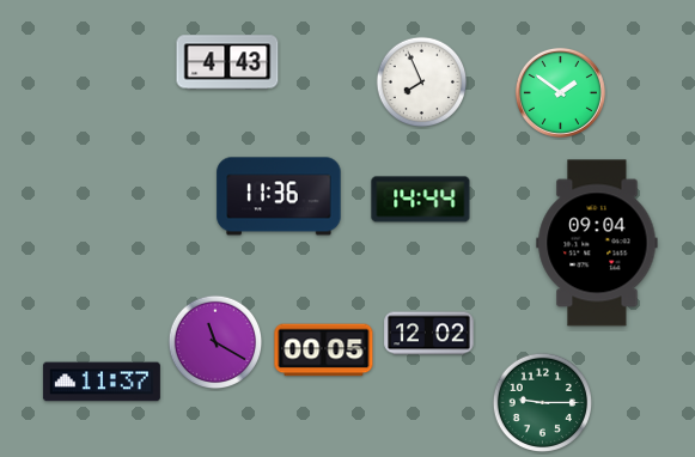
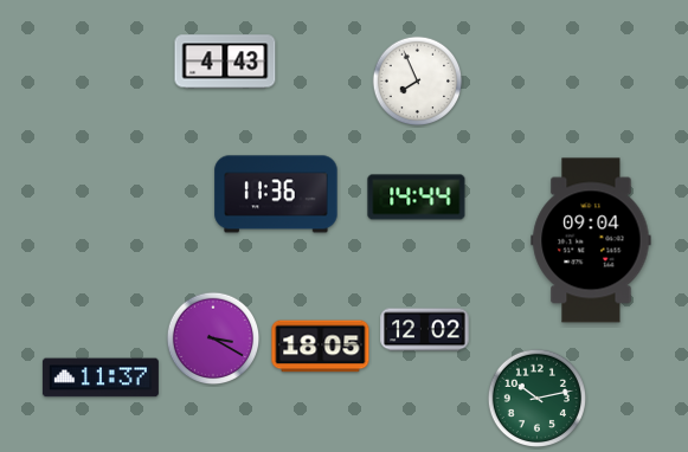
clock at (560, 92): 1:51 -> none
clock at (215, 342): 11:20 -> 3:20
clock at (324, 351): 00:05 -> 18:05
clock at (542, 402): 9:15 -> 10:13
